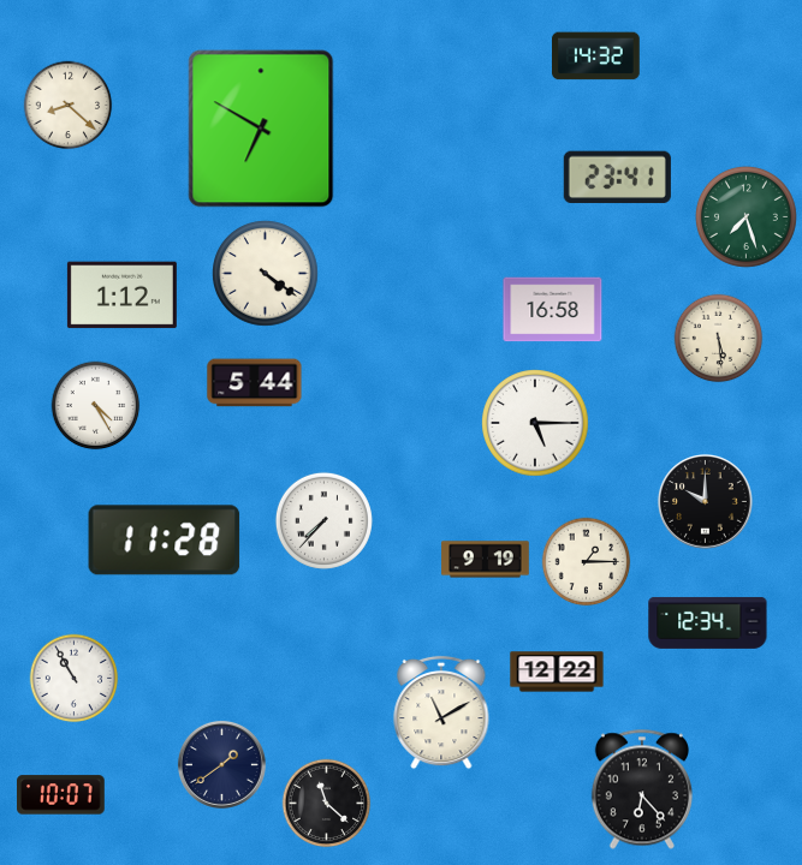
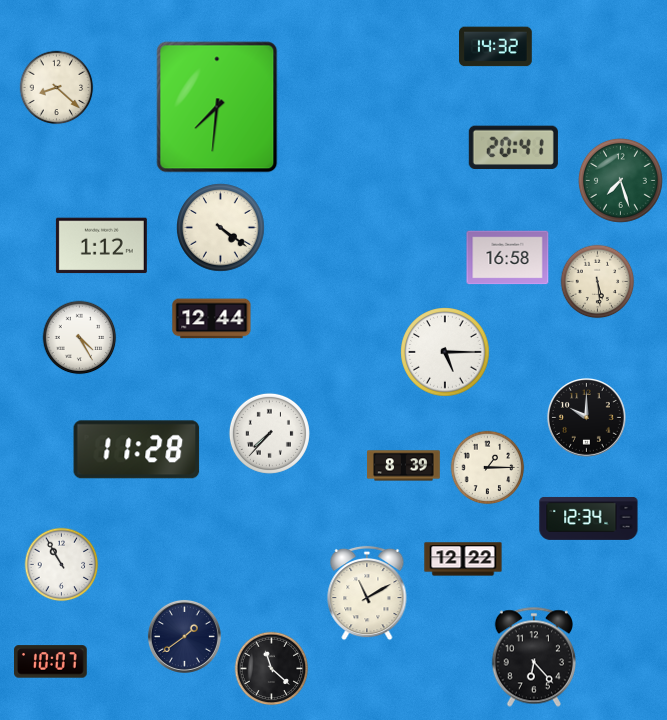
clock at (261, 129): 6:50 -> 7:31
clock at (617, 178): 23:41 -> 20:41
clock at (553, 310) position: (553, 310) -> (508, 258)
clock at (255, 383): 5:44 -> 12:44
clock at (486, 560): 9:19 -> 8:39
